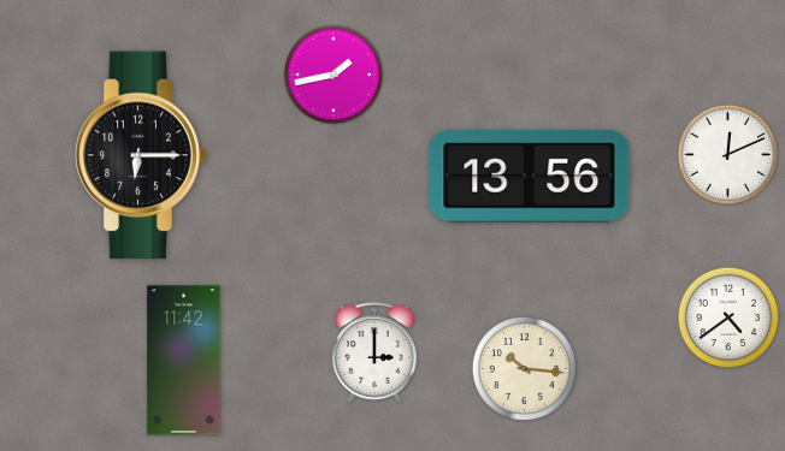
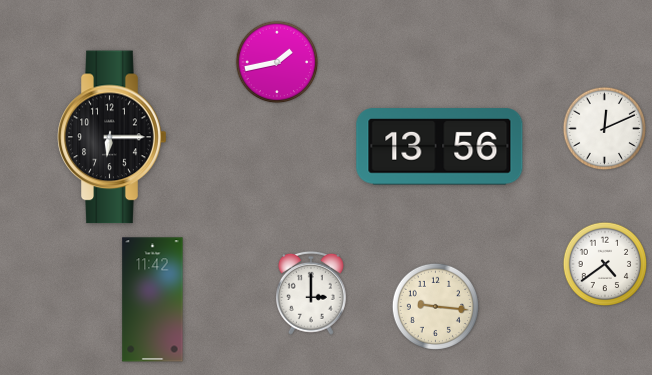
clock at (141, 155) position: (141, 155) -> (112, 137)
clock at (524, 368): 10:16 -> 9:16
